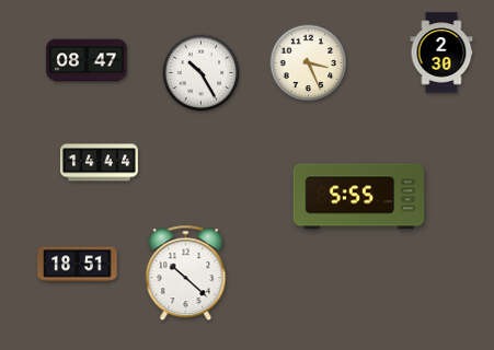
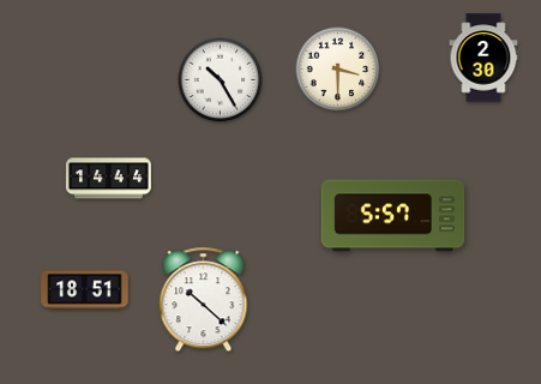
clock at (87, 60): 08:47 -> none
clock at (309, 63): 3:26 -> 3:30
clock at (359, 197): 5:55 -> 5:57
